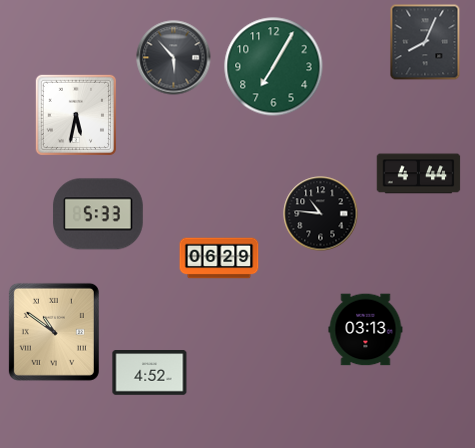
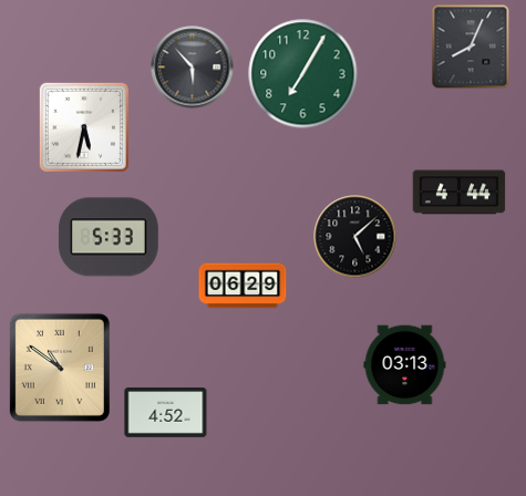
clock at (174, 58) position: (174, 58) -> (193, 68)
clock at (419, 174) position: (419, 174) -> (460, 193)
clock at (321, 214): 10:46 -> 5:08
